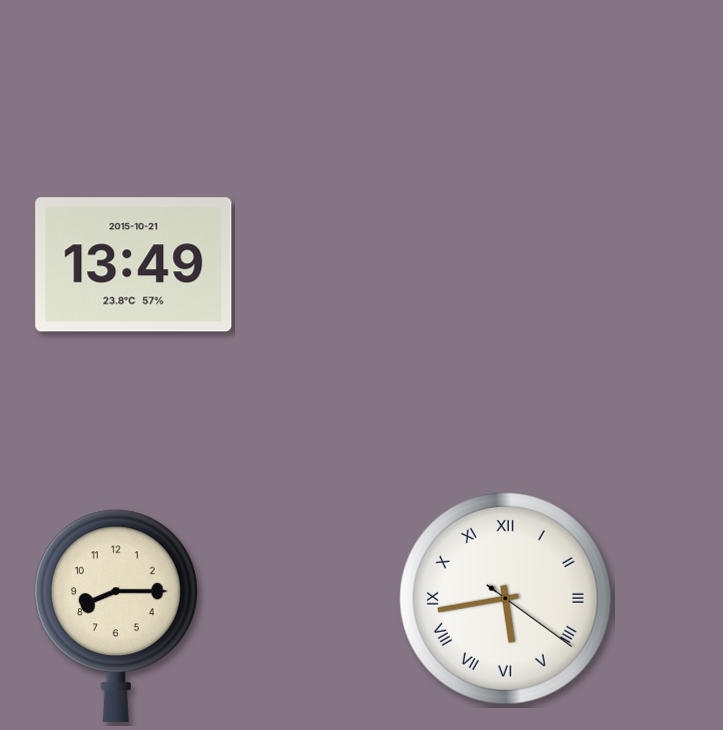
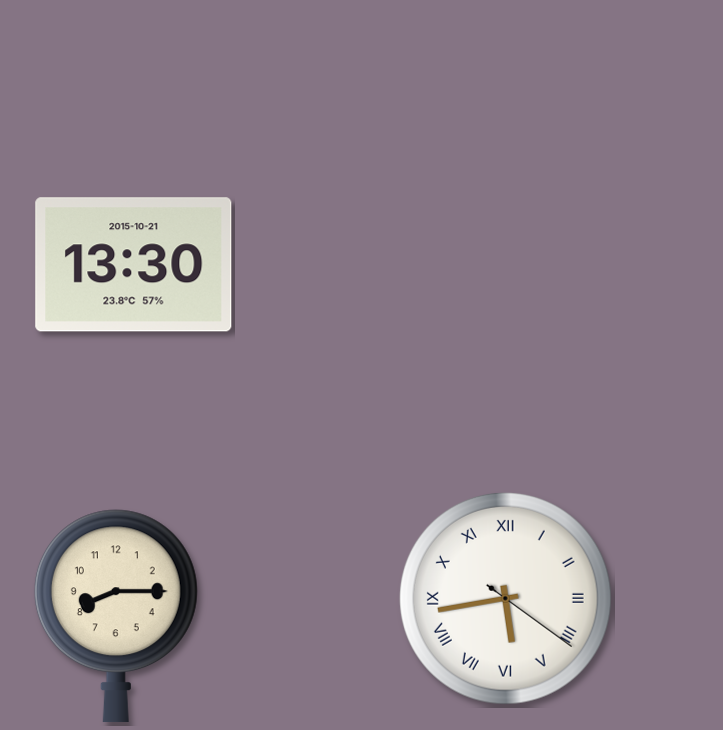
clock at (134, 265): 13:49 -> 13:30
